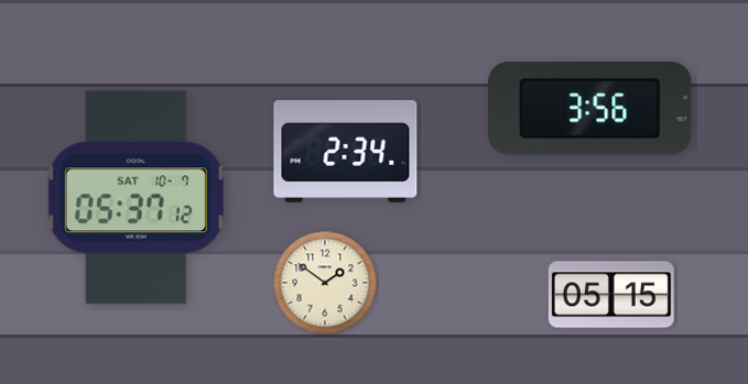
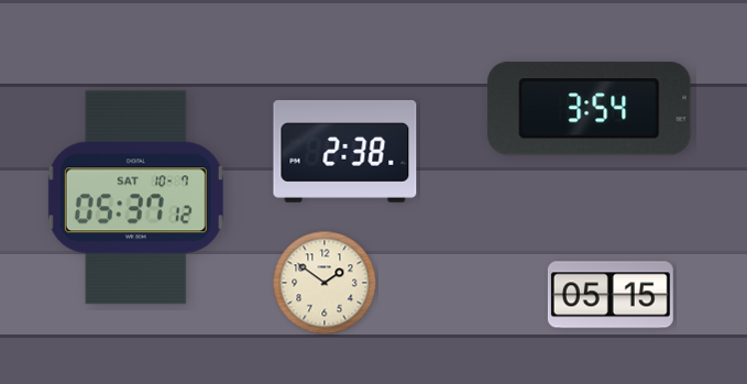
clock at (590, 109): 3:56 -> 3:54
clock at (346, 151): 2:34 -> 2:38
